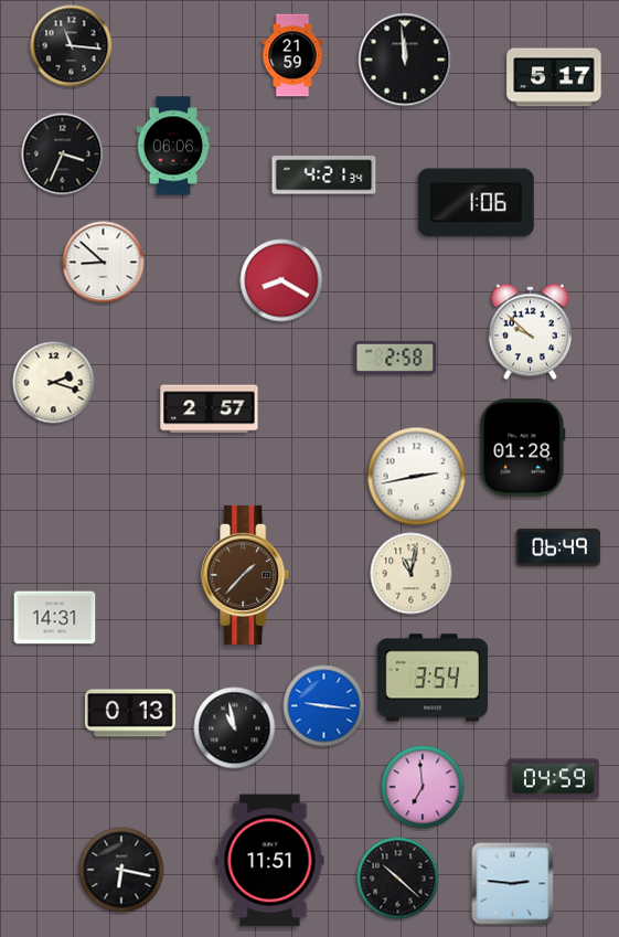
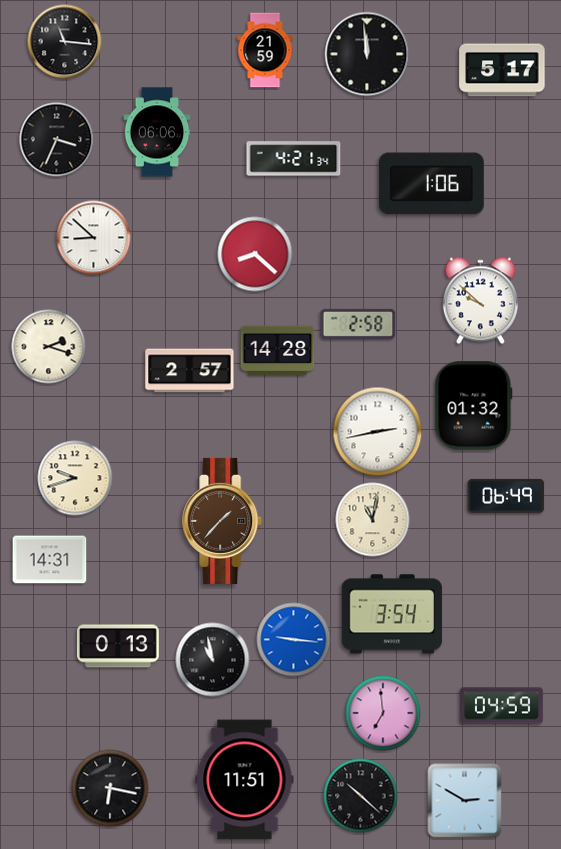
clock at (281, 280): 8:20 -> 8:22
clock at (278, 351): none -> 14:28
clock at (523, 448): 01:28 -> 01:32
clock at (75, 478): none -> 9:42
clock at (513, 884): 2:46 -> 2:50
